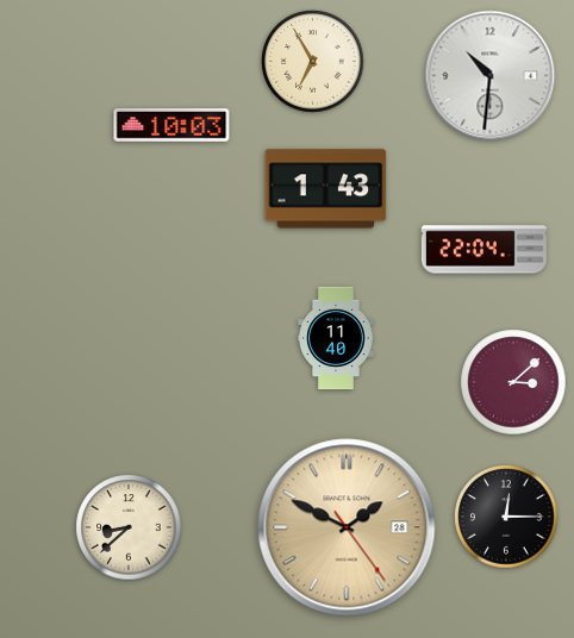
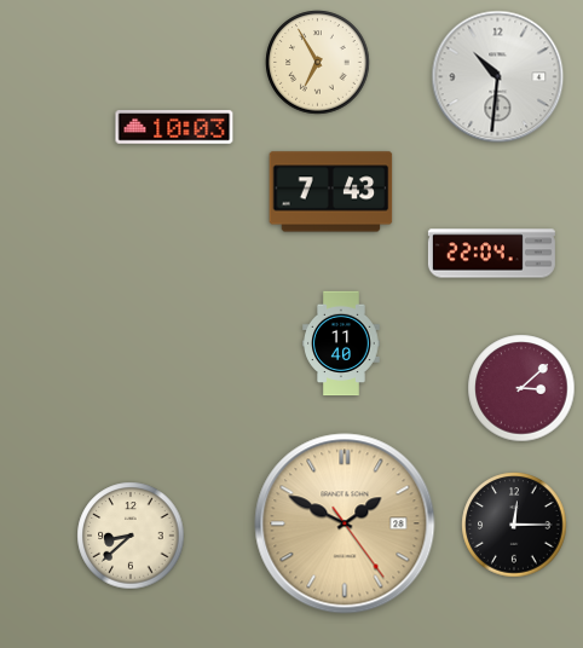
clock at (326, 189): 1:43 -> 7:43
clock at (347, 527) position: (347, 527) -> (345, 523)
